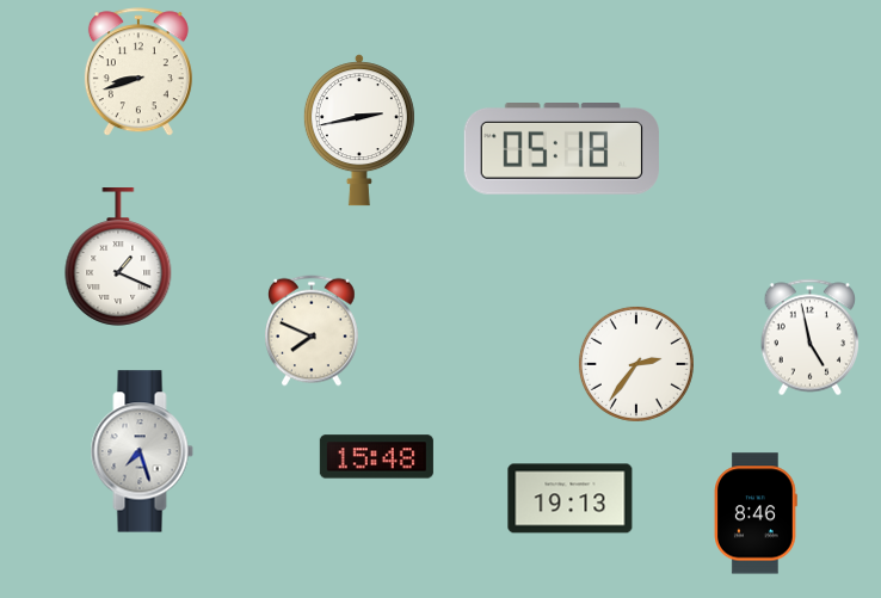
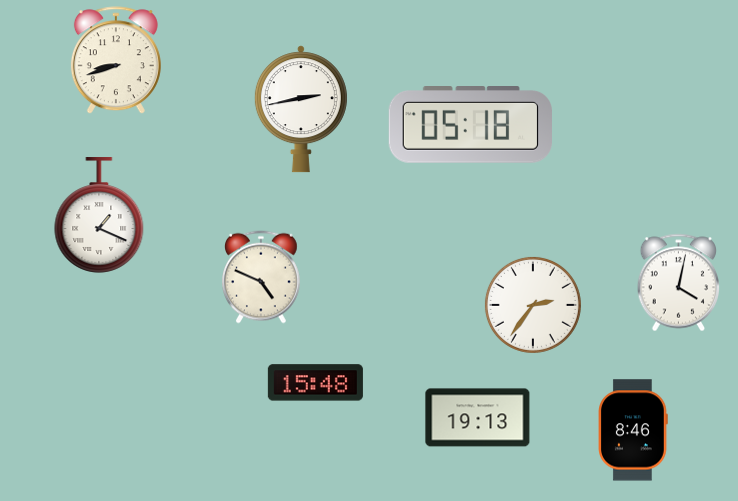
clock at (313, 331): 7:49 -> 4:49
clock at (809, 338): 4:58 -> 4:02
clock at (142, 451): 7:27 -> none
